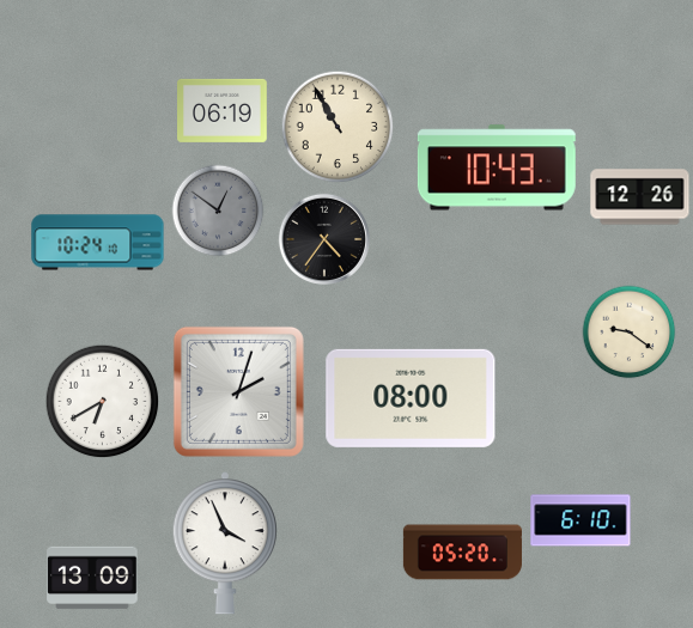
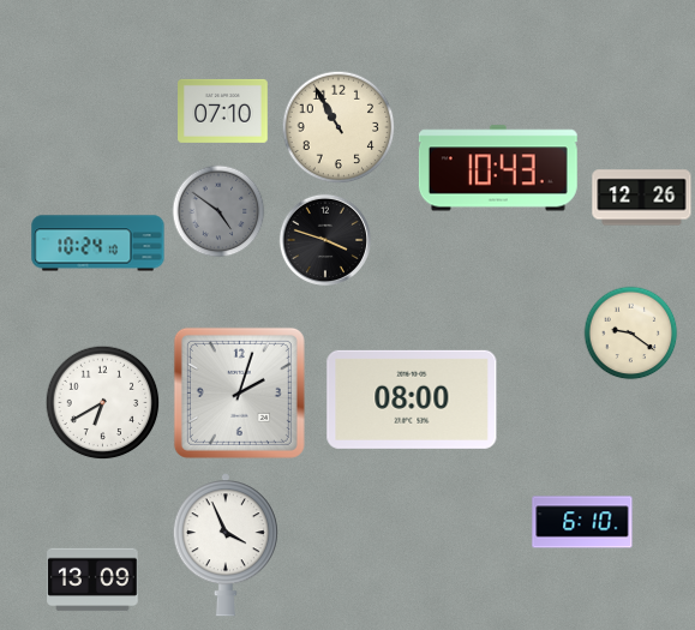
clock at (223, 110): 06:19 -> 07:10
clock at (218, 211): 12:51 -> 4:51
clock at (323, 238): 4:36 -> 3:48
clock at (462, 553): 05:20 -> none
